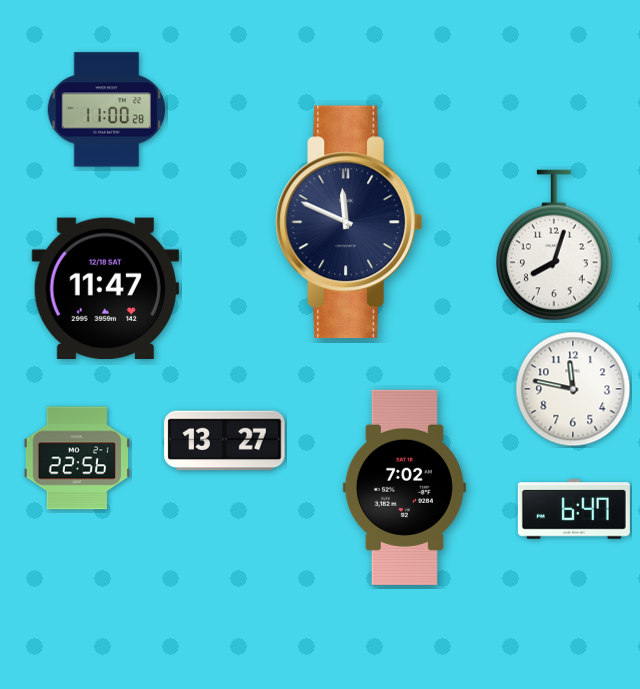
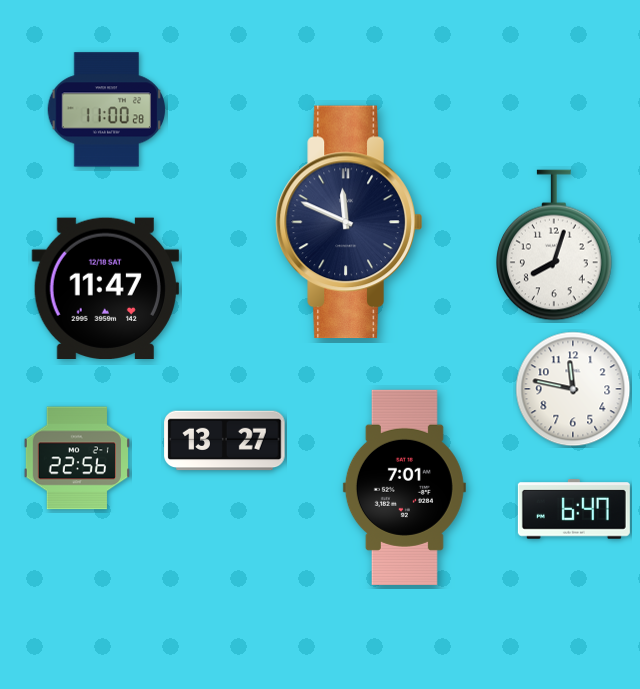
clock at (404, 487): 7:02 -> 7:01
